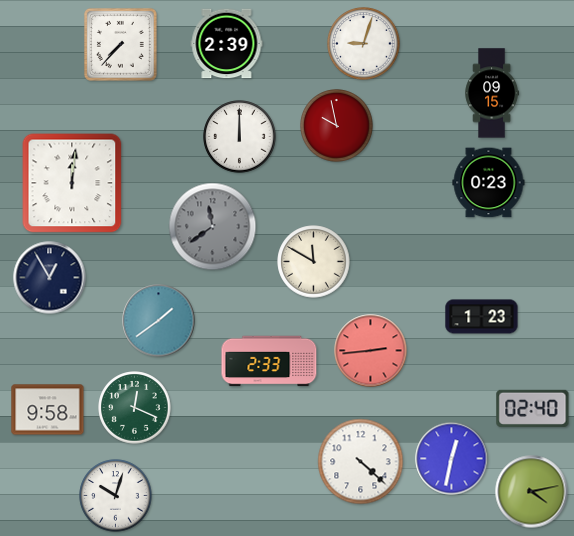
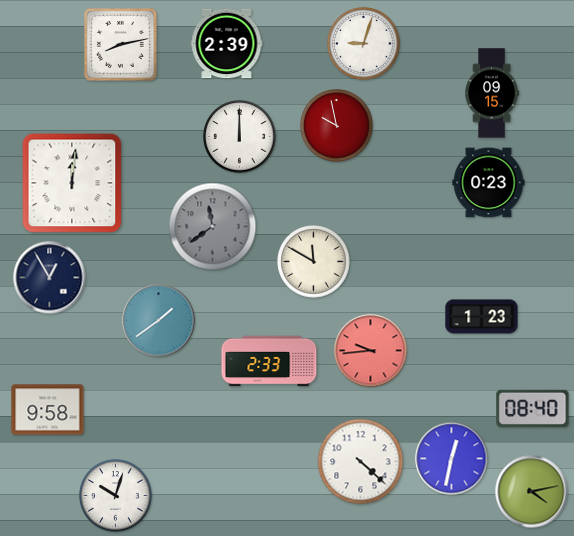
clock at (120, 44): 7:37 -> 8:13
clock at (371, 351): 2:44 -> 9:44
clock at (135, 408): 12:19 -> none
clock at (533, 408): 02:40 -> 08:40
